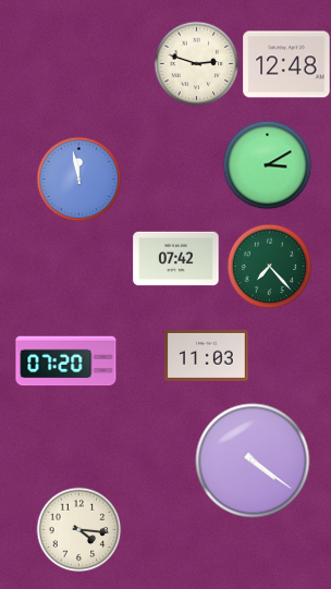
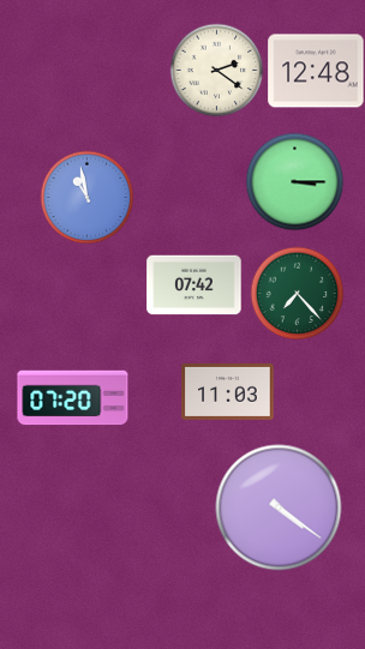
clock at (196, 63): 2:48 -> 2:21
clock at (267, 164): 3:10 -> 3:15
clock at (78, 179): 11:58 -> 10:58
clock at (78, 529): 4:16 -> none
